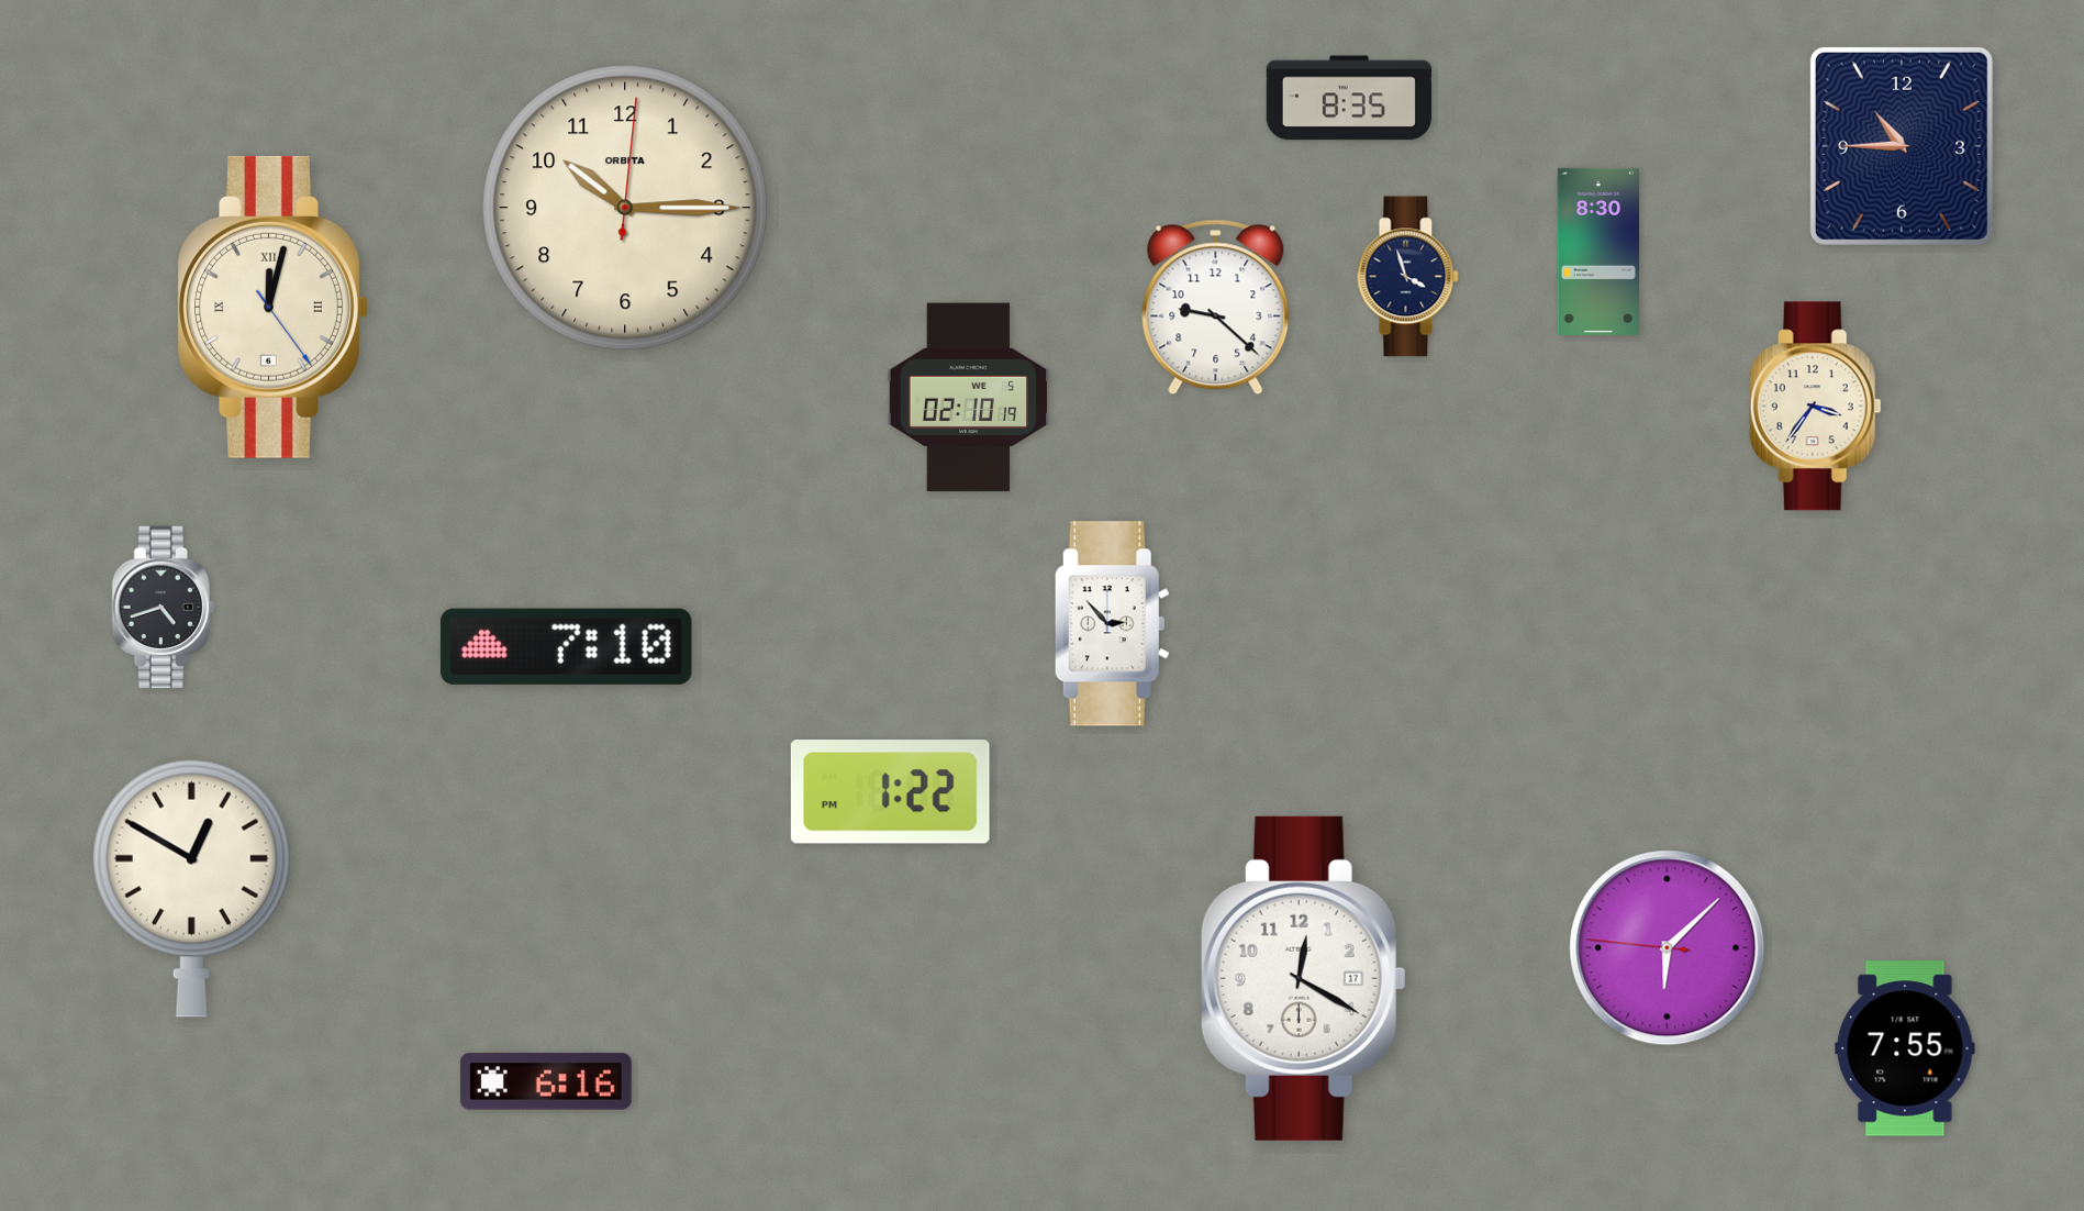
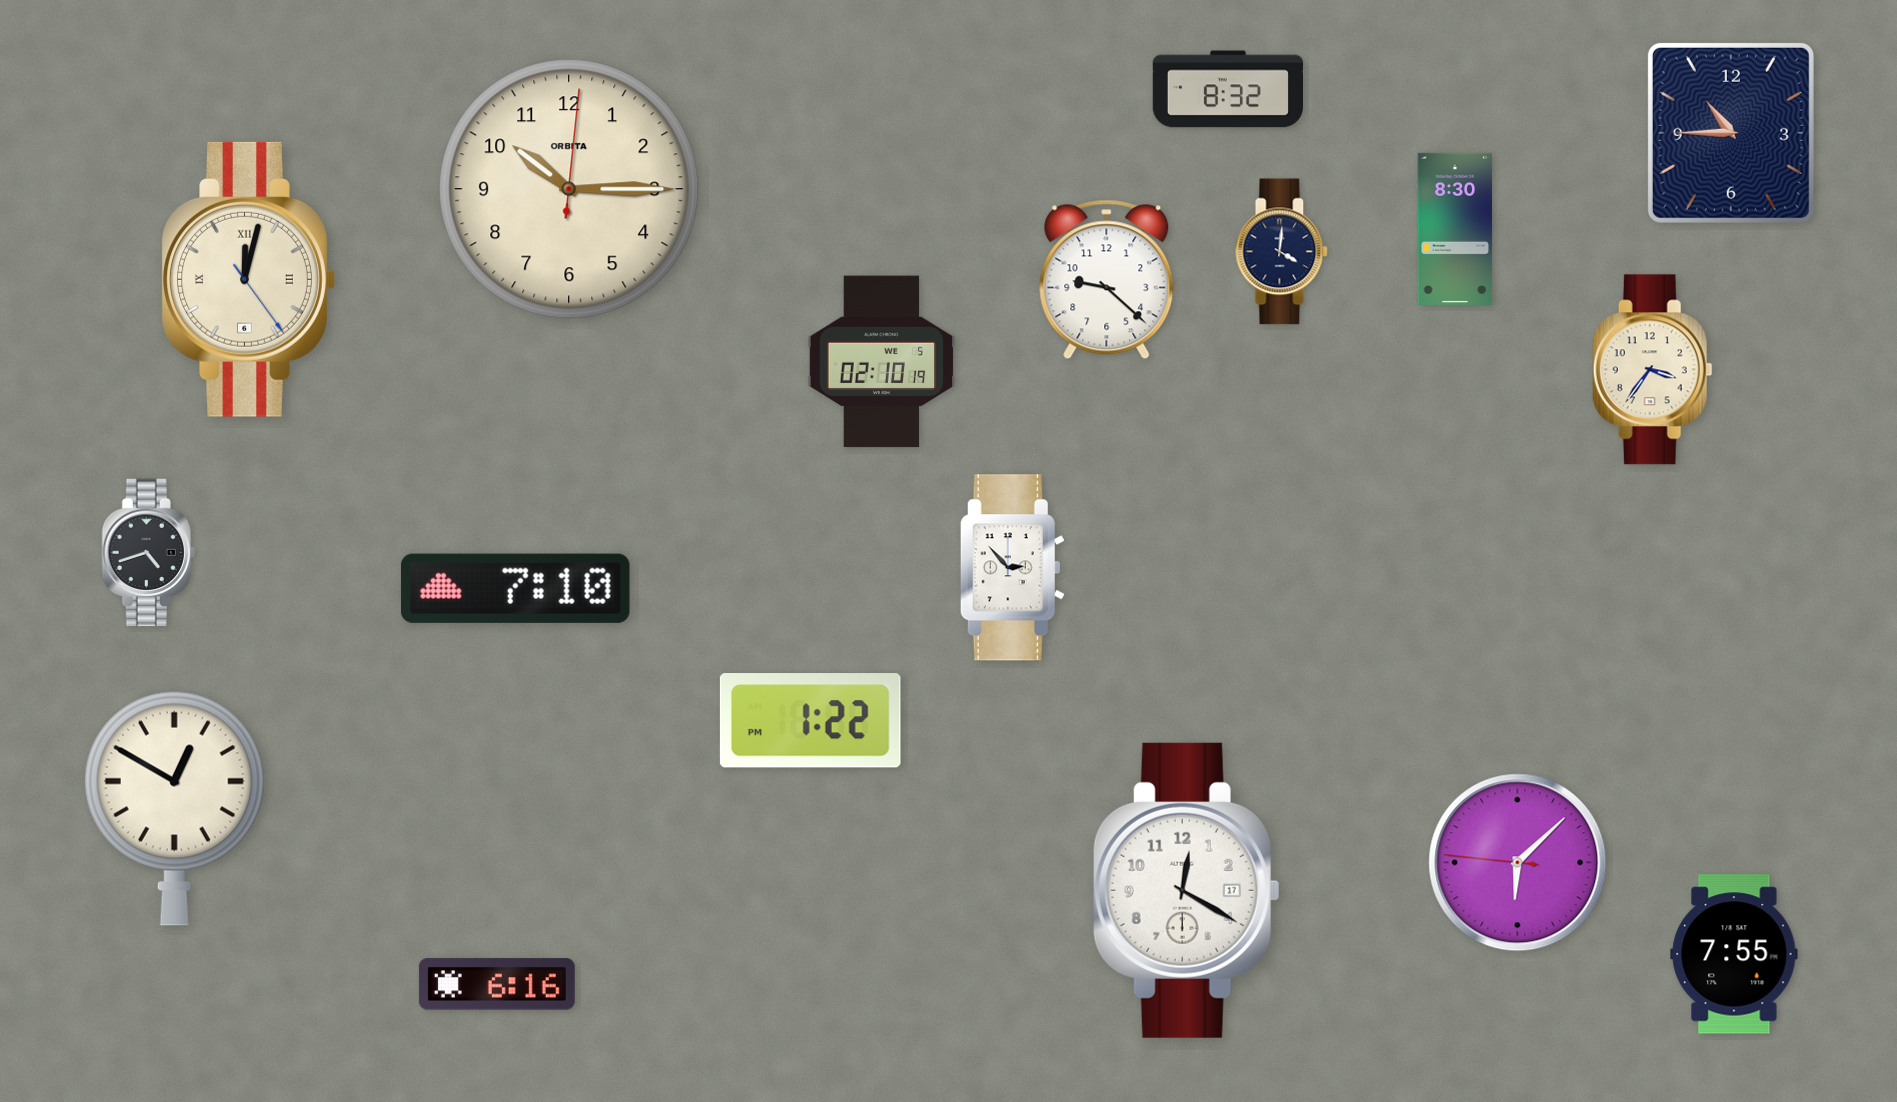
clock at (1348, 98): 8:35 -> 8:32
clock at (1408, 277): 3:57 -> 4:01
